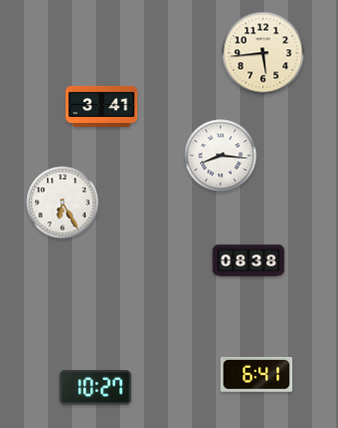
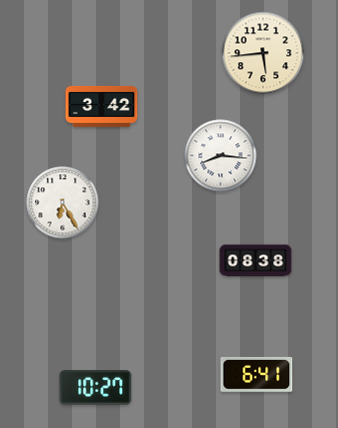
clock at (102, 106): 3:41 -> 3:42
clock at (249, 261) position: (249, 261) -> (256, 261)
